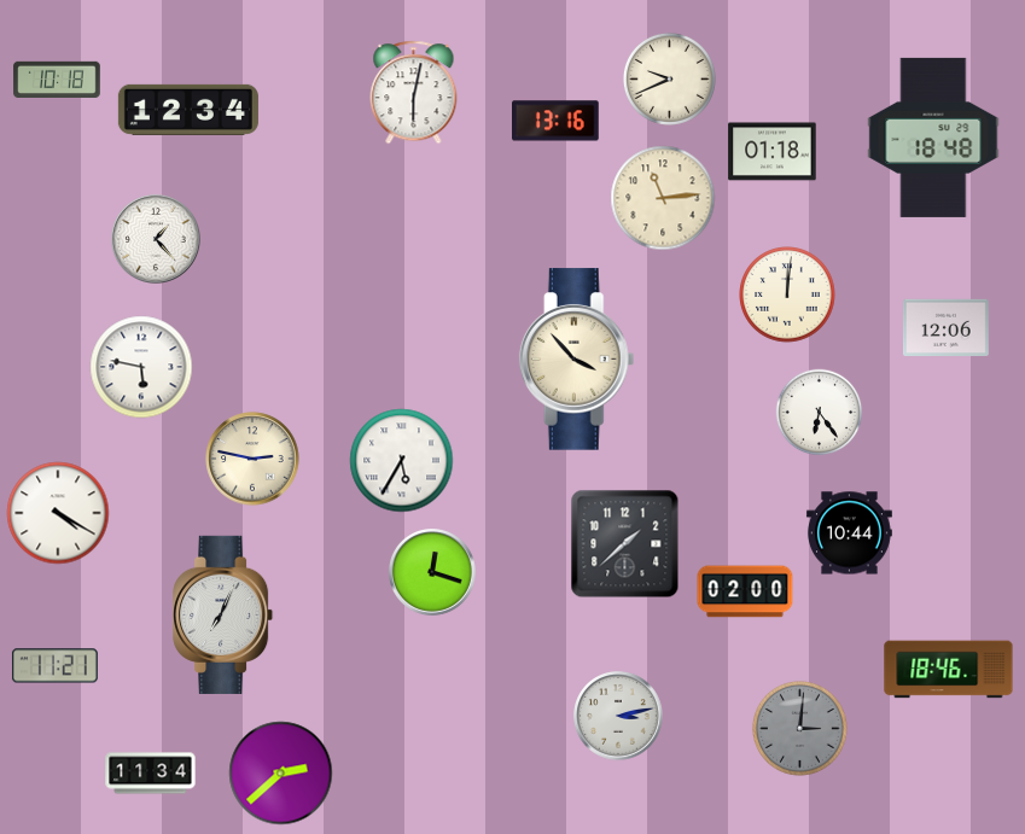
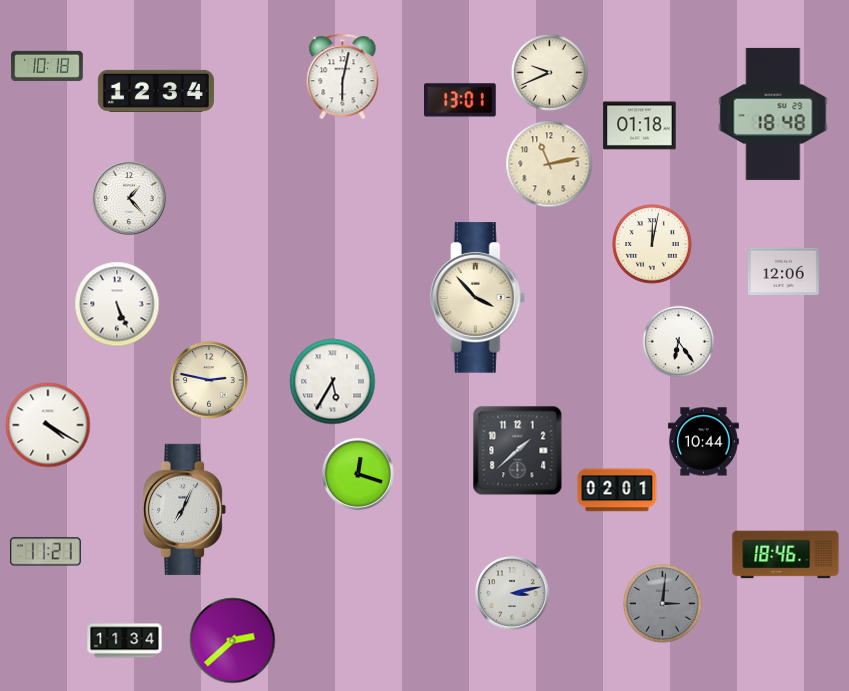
clock at (669, 78) position: (669, 78) -> (549, 72)
clock at (557, 121): 13:16 -> 13:01
clock at (663, 198): 11:14 -> 11:13
clock at (787, 294): 12:01 -> 12:02
clock at (141, 367): 5:47 -> 5:26
clock at (745, 591): 02:00 -> 02:01
